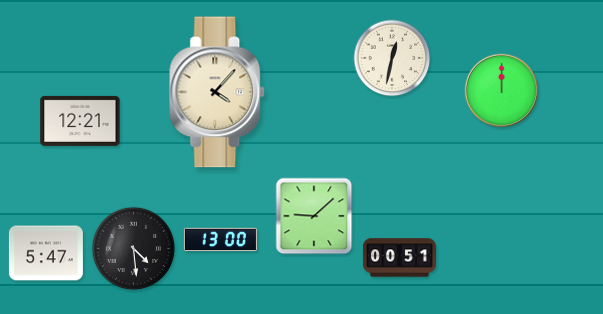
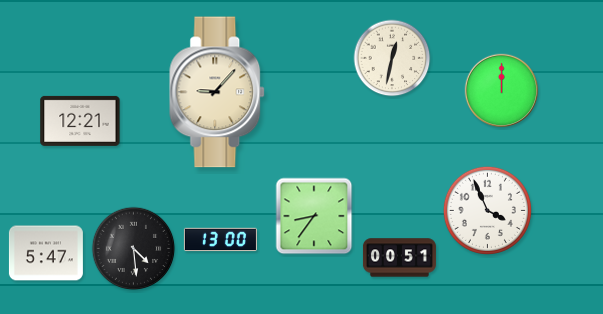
clock at (218, 92): 4:07 -> 9:07
clock at (487, 210): none -> 3:56
clock at (314, 216): 9:08 -> 8:36
